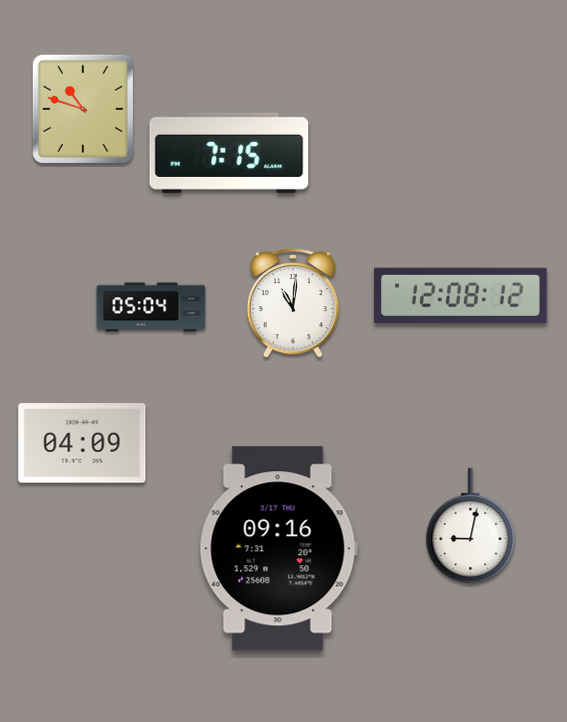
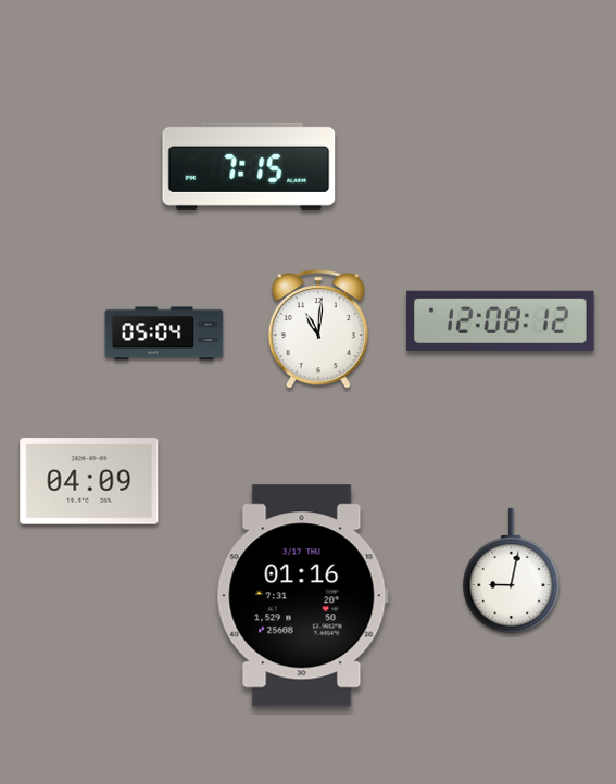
clock at (82, 108): 10:48 -> none
clock at (278, 549): 09:16 -> 01:16
